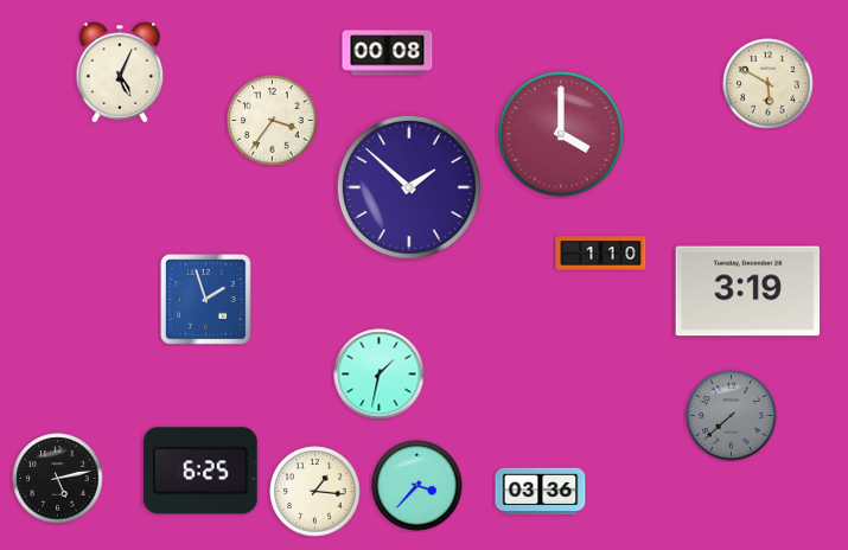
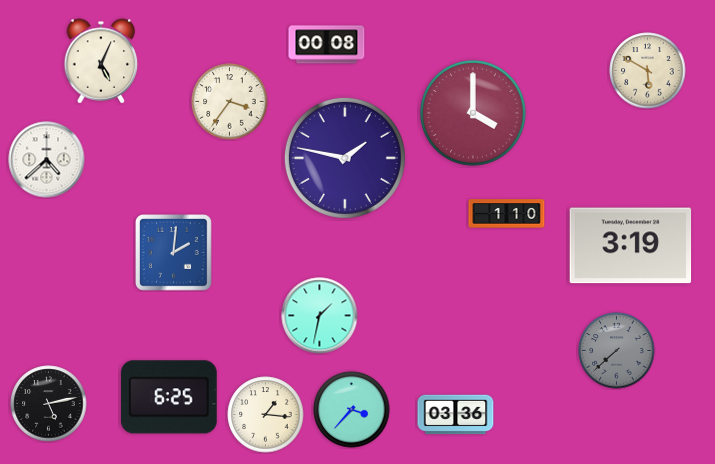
clock at (409, 187): 1:52 -> 1:47
clock at (47, 160): none -> 4:38
clock at (206, 300): 1:57 -> 2:01
